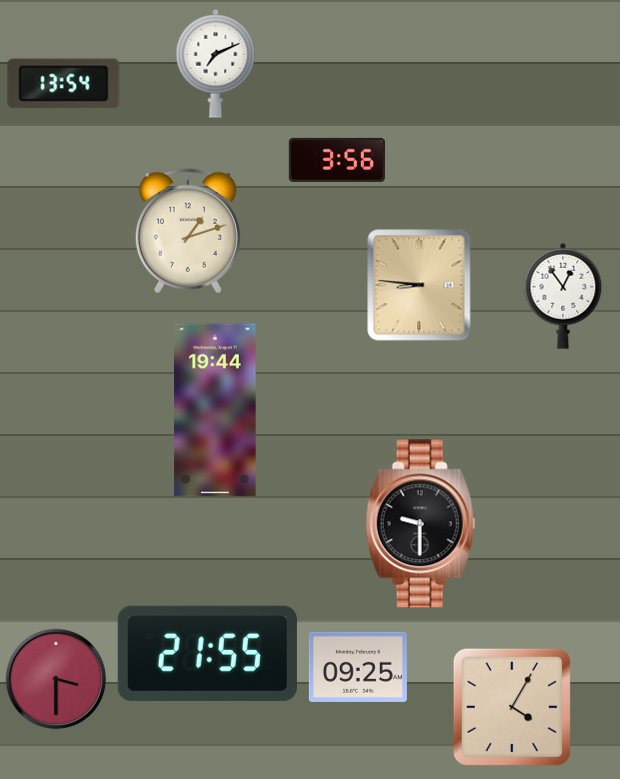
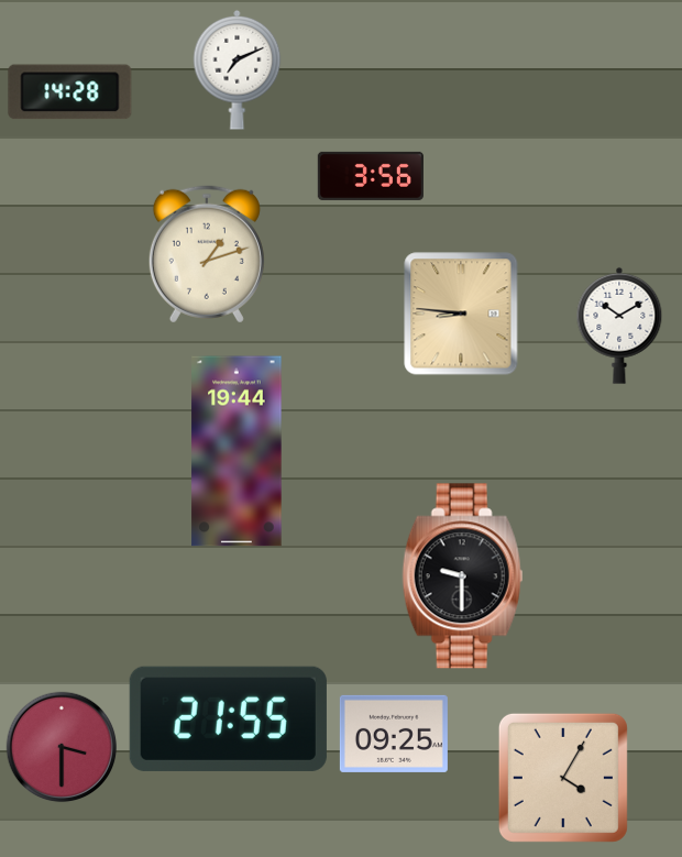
clock at (64, 84): 13:54 -> 14:28
clock at (563, 296): 12:54 -> 10:10
